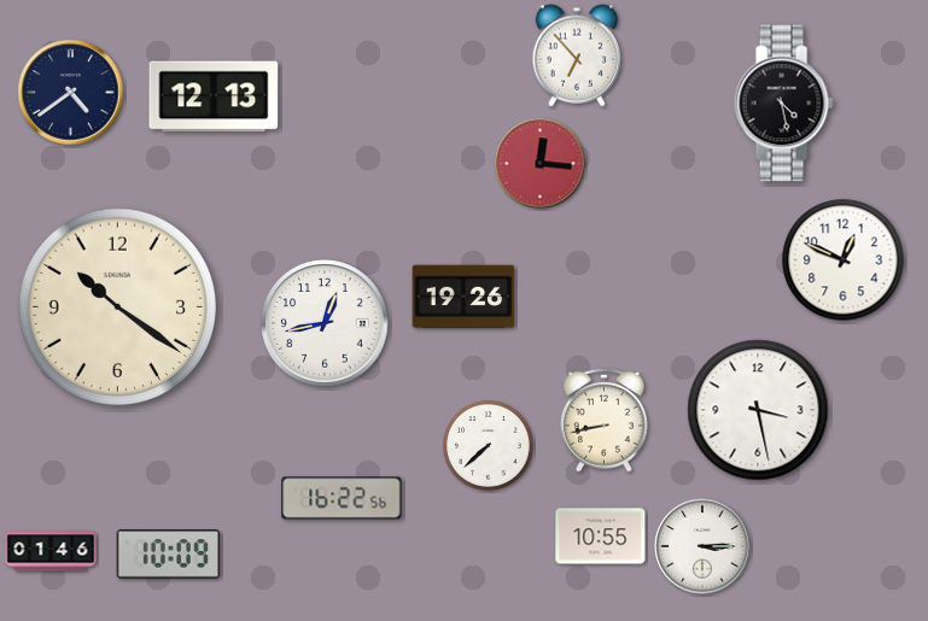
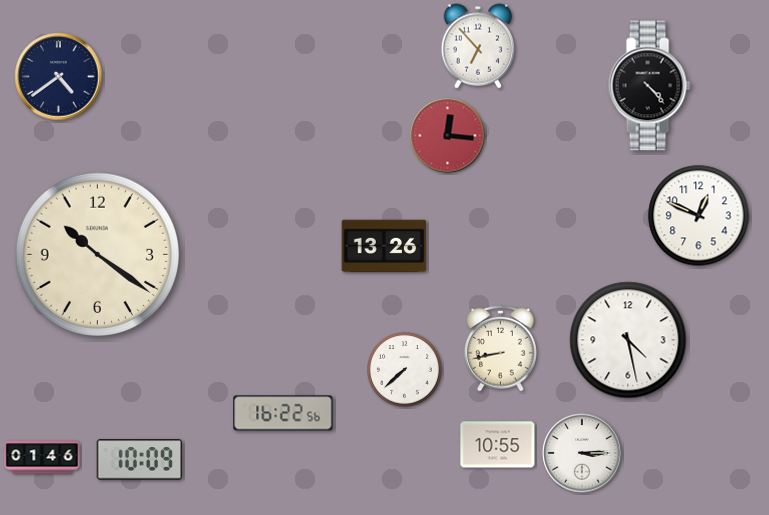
clock at (214, 96): 12:13 -> none
clock at (783, 104): 4:28 -> 4:23
clock at (463, 297): 19:26 -> 13:26
clock at (325, 323): 12:43 -> none
clock at (758, 410): 3:28 -> 4:28
